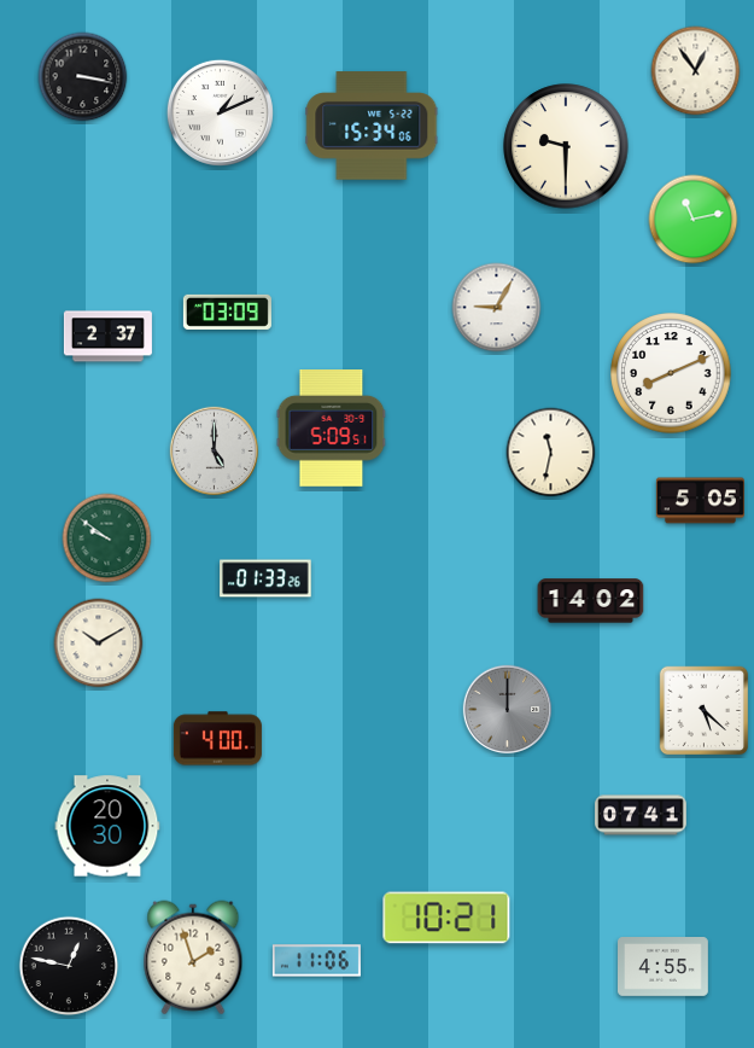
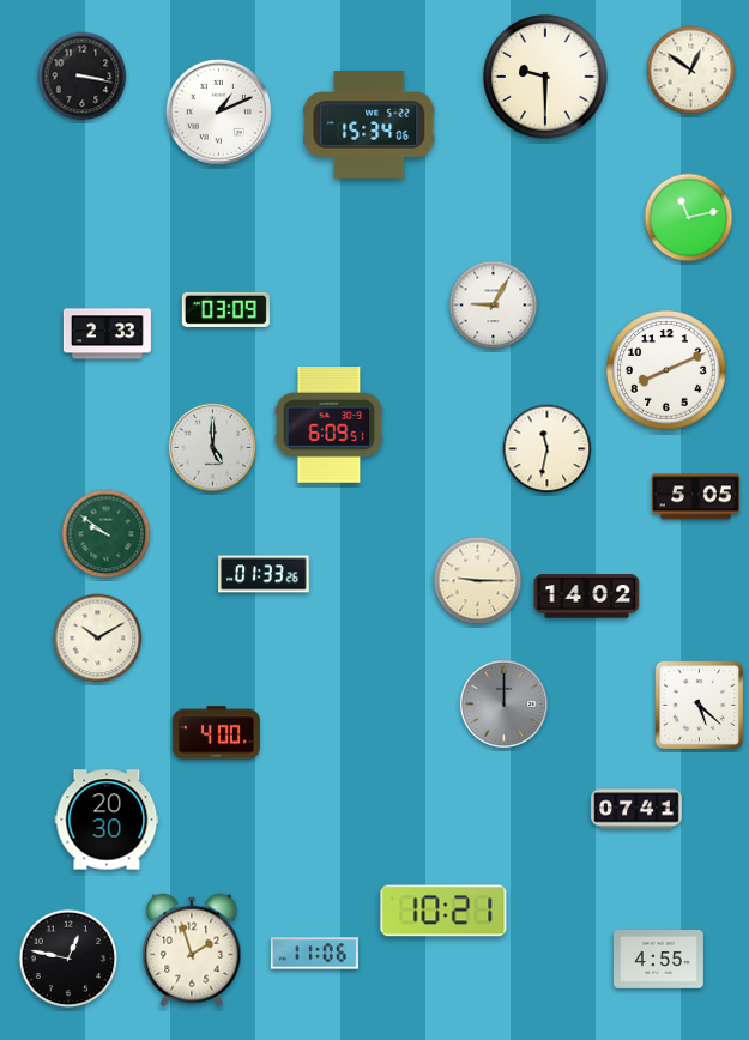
clock at (696, 71): 12:54 -> 12:51
clock at (566, 146) position: (566, 146) -> (545, 77)
clock at (107, 337): 2:37 -> 2:33
clock at (332, 429): 5:09 -> 6:09
clock at (478, 581): none -> 9:15
